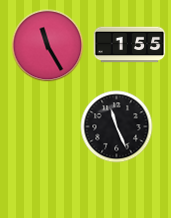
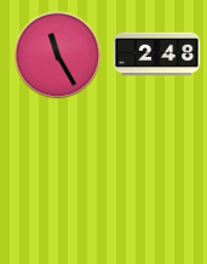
clock at (130, 45): 1:55 -> 2:48
clock at (117, 127): 11:26 -> none
